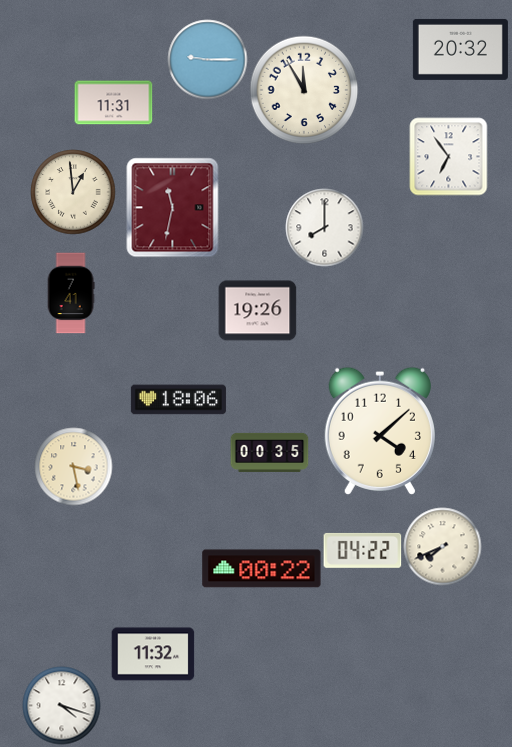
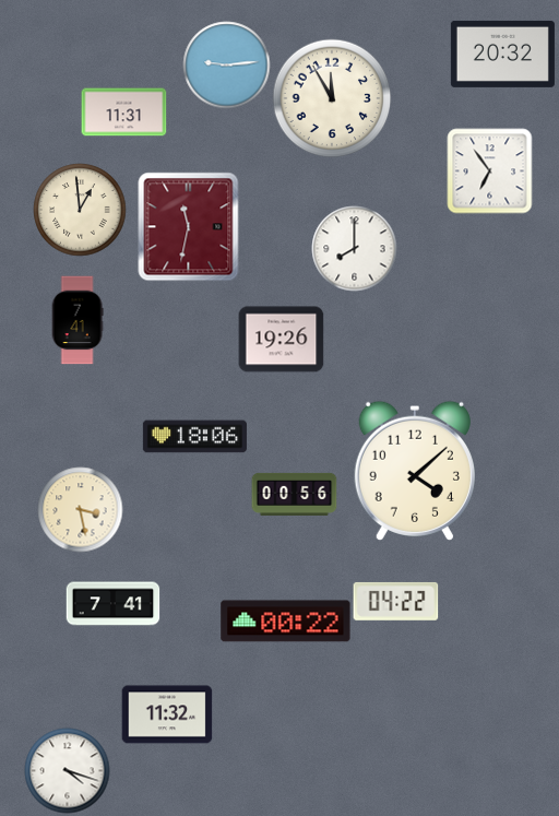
clock at (207, 59): 9:15 -> 9:14
clock at (269, 452): 00:35 -> 00:56
clock at (442, 546): 7:41 -> none
clock at (112, 604): none -> 7:41
